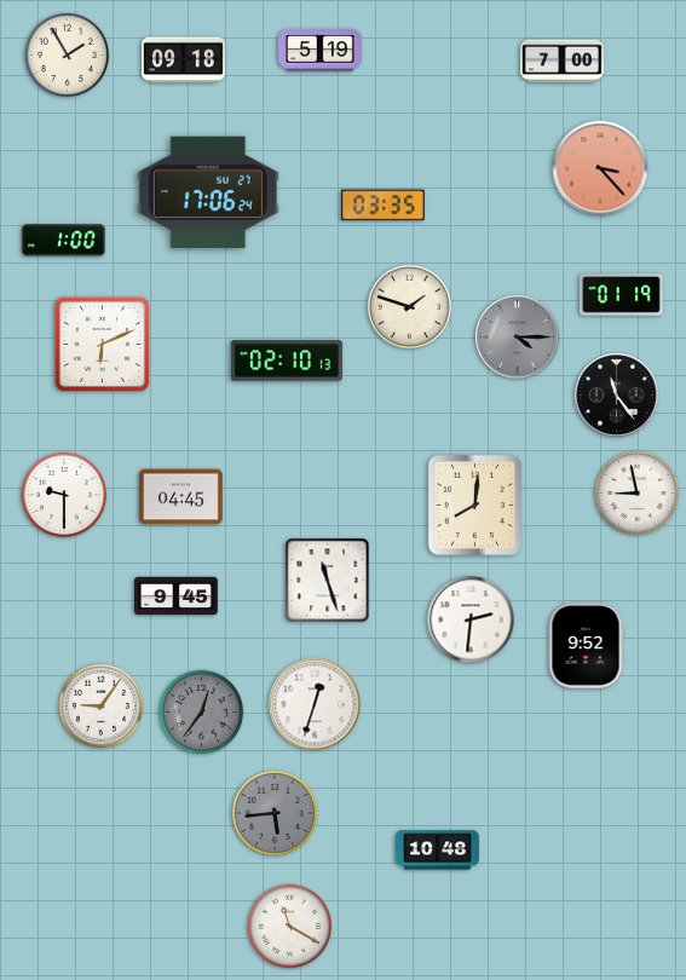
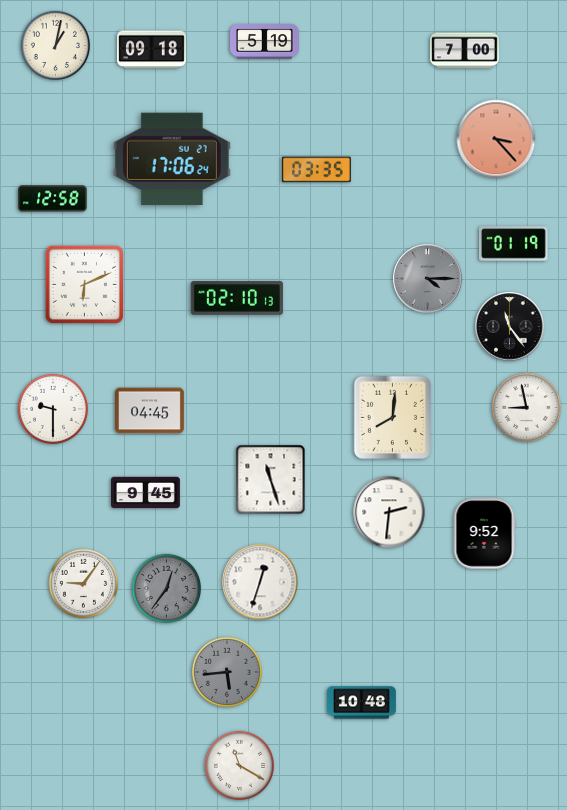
clock at (67, 54): 1:55 -> 1:02
clock at (64, 241): 1:00 -> 12:58
clock at (409, 306): 1:48 -> none
